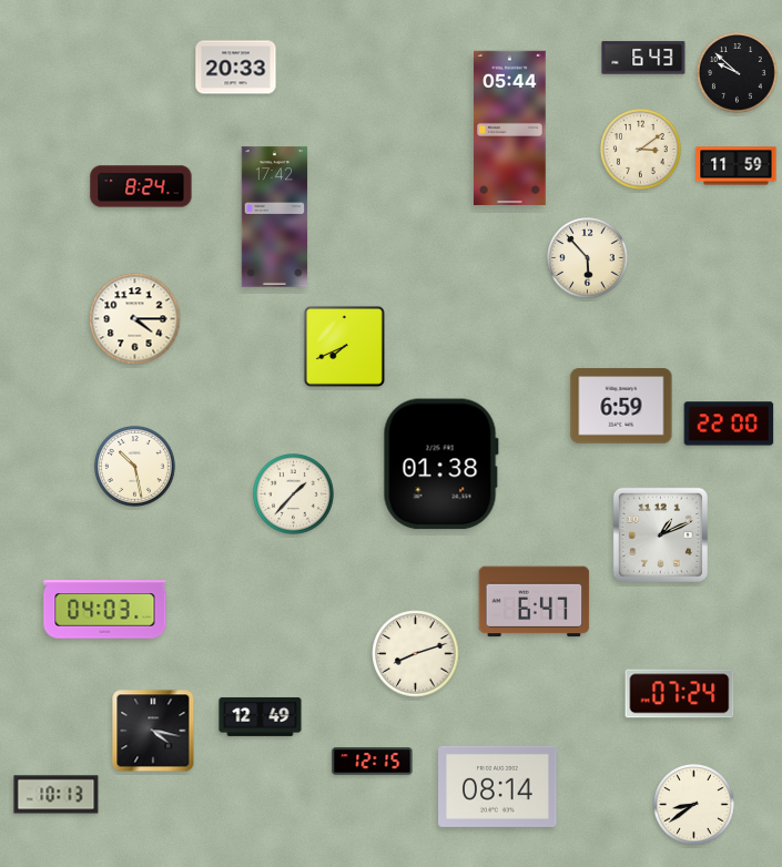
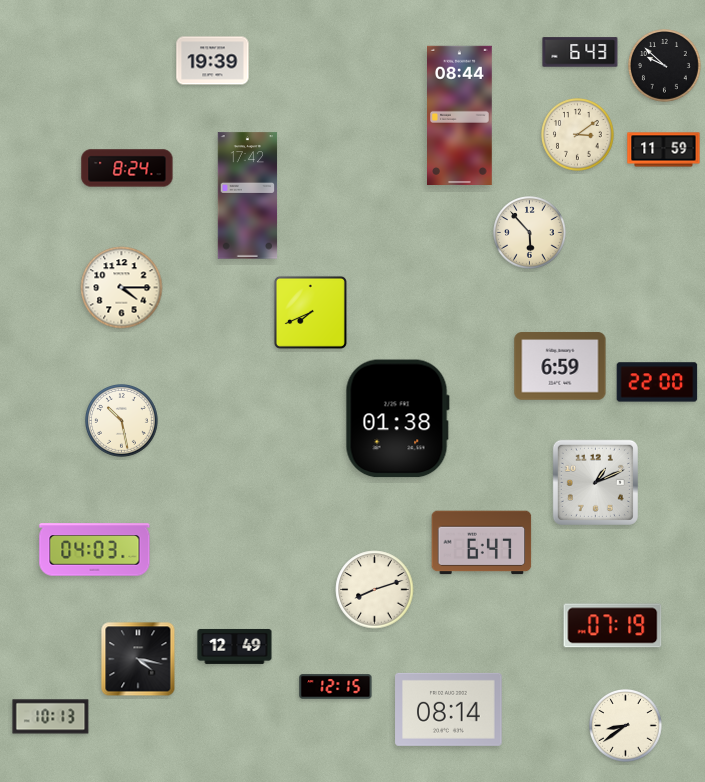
clock at (236, 68): 20:33 -> 19:39
clock at (510, 127): 05:44 -> 08:44
clock at (294, 494): 1:37 -> none
clock at (680, 694): 07:24 -> 07:19
